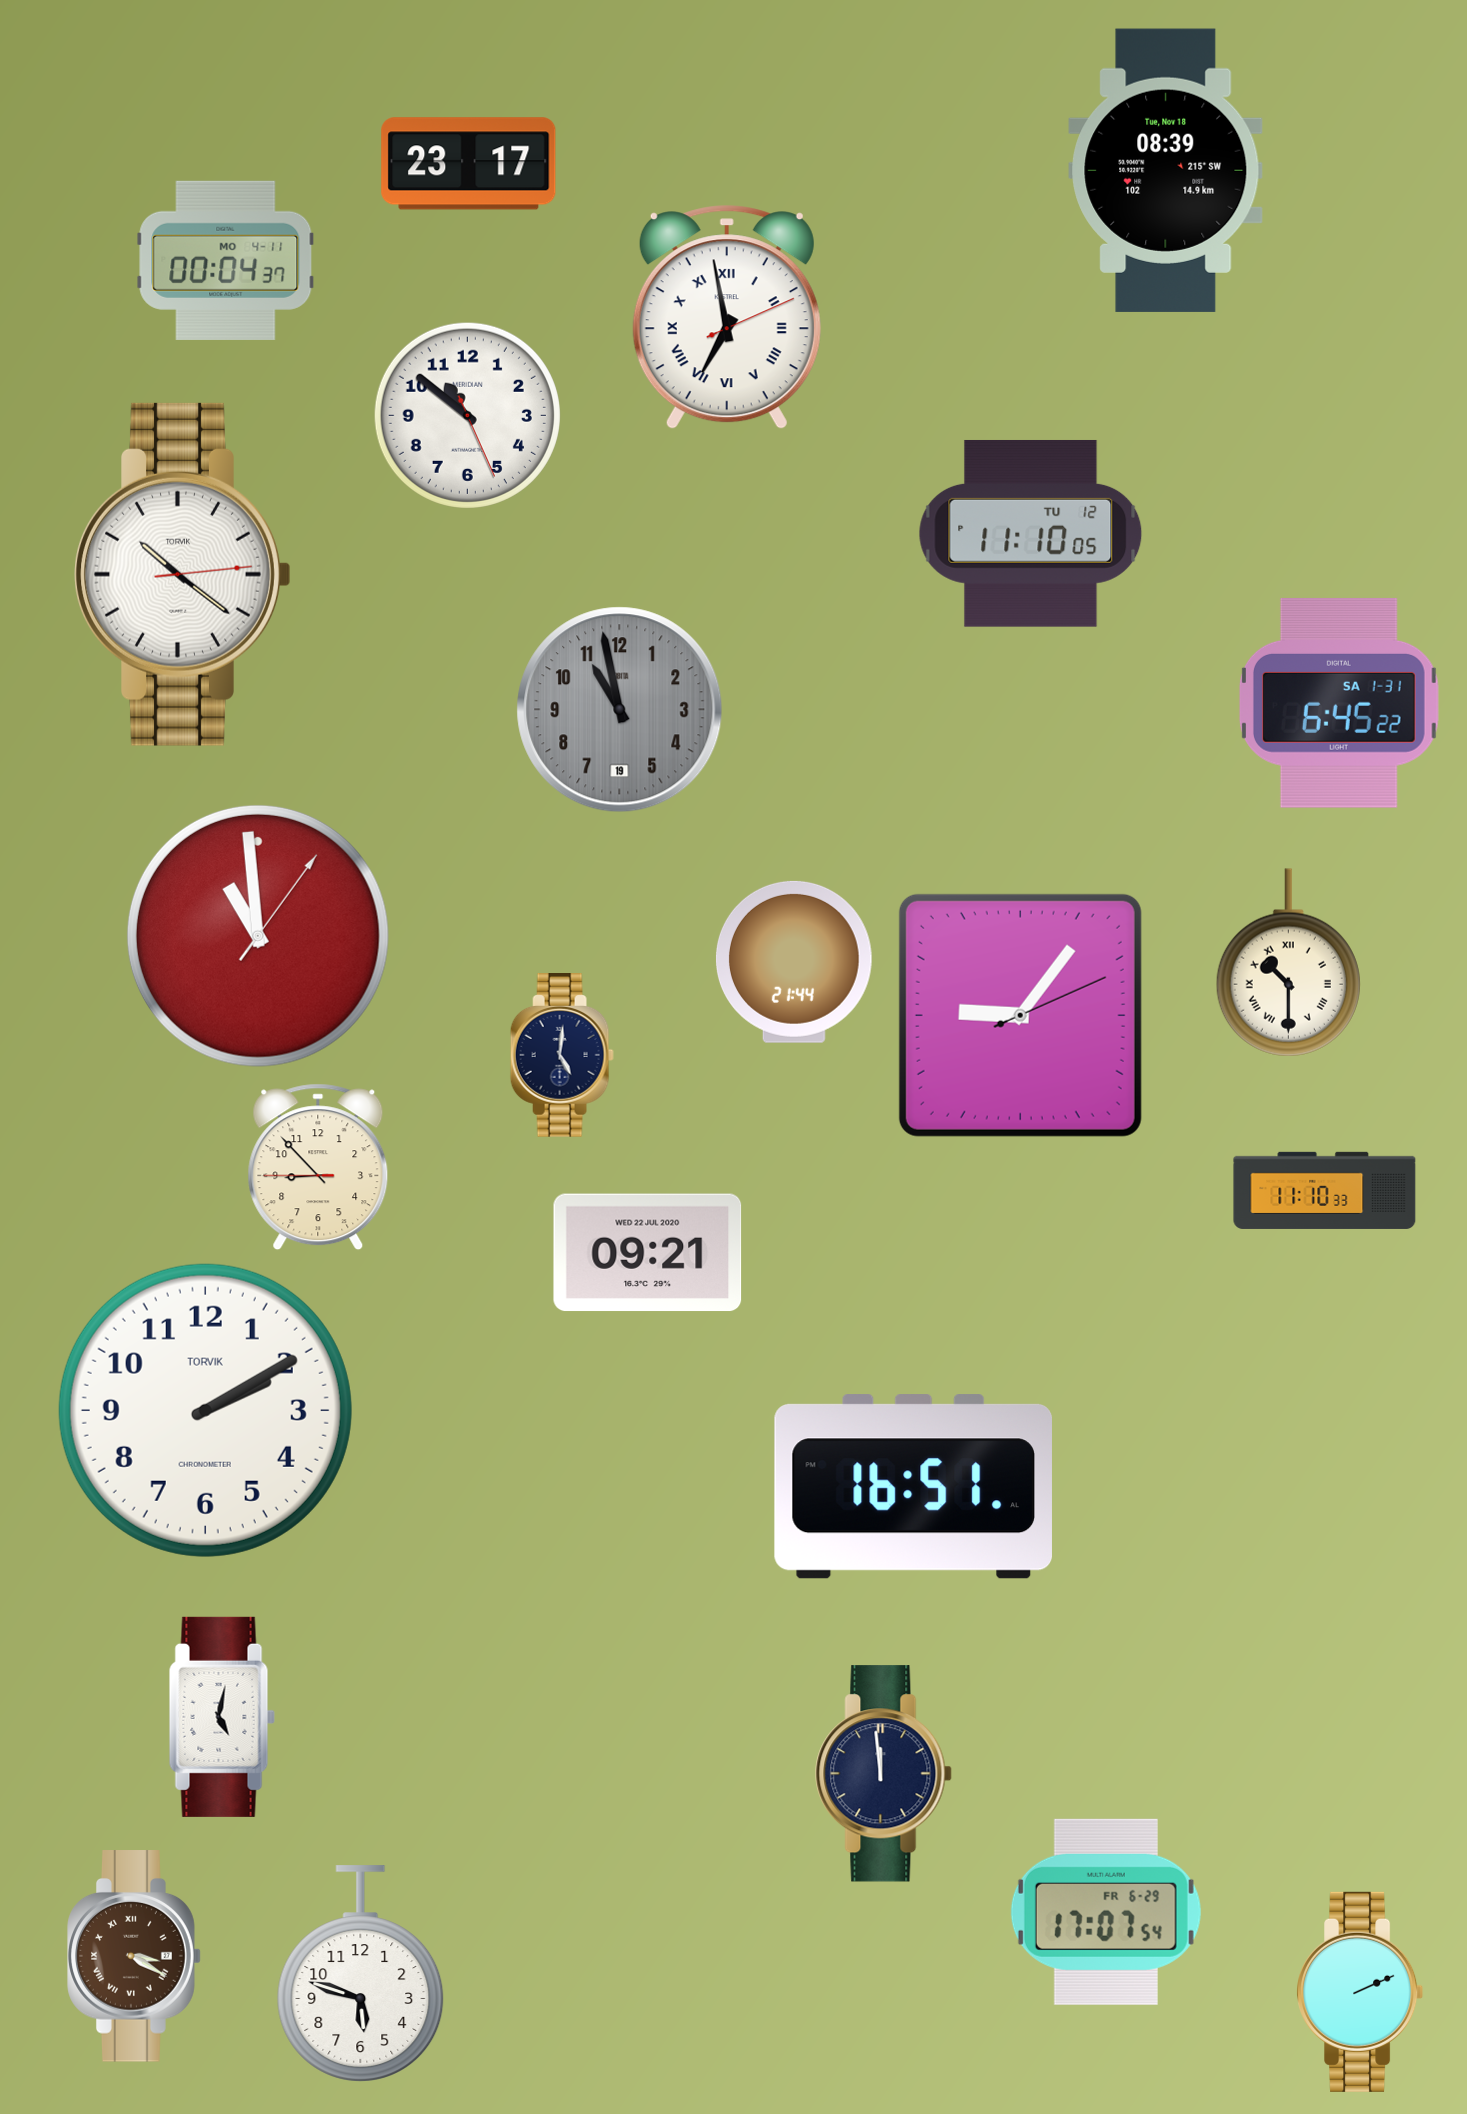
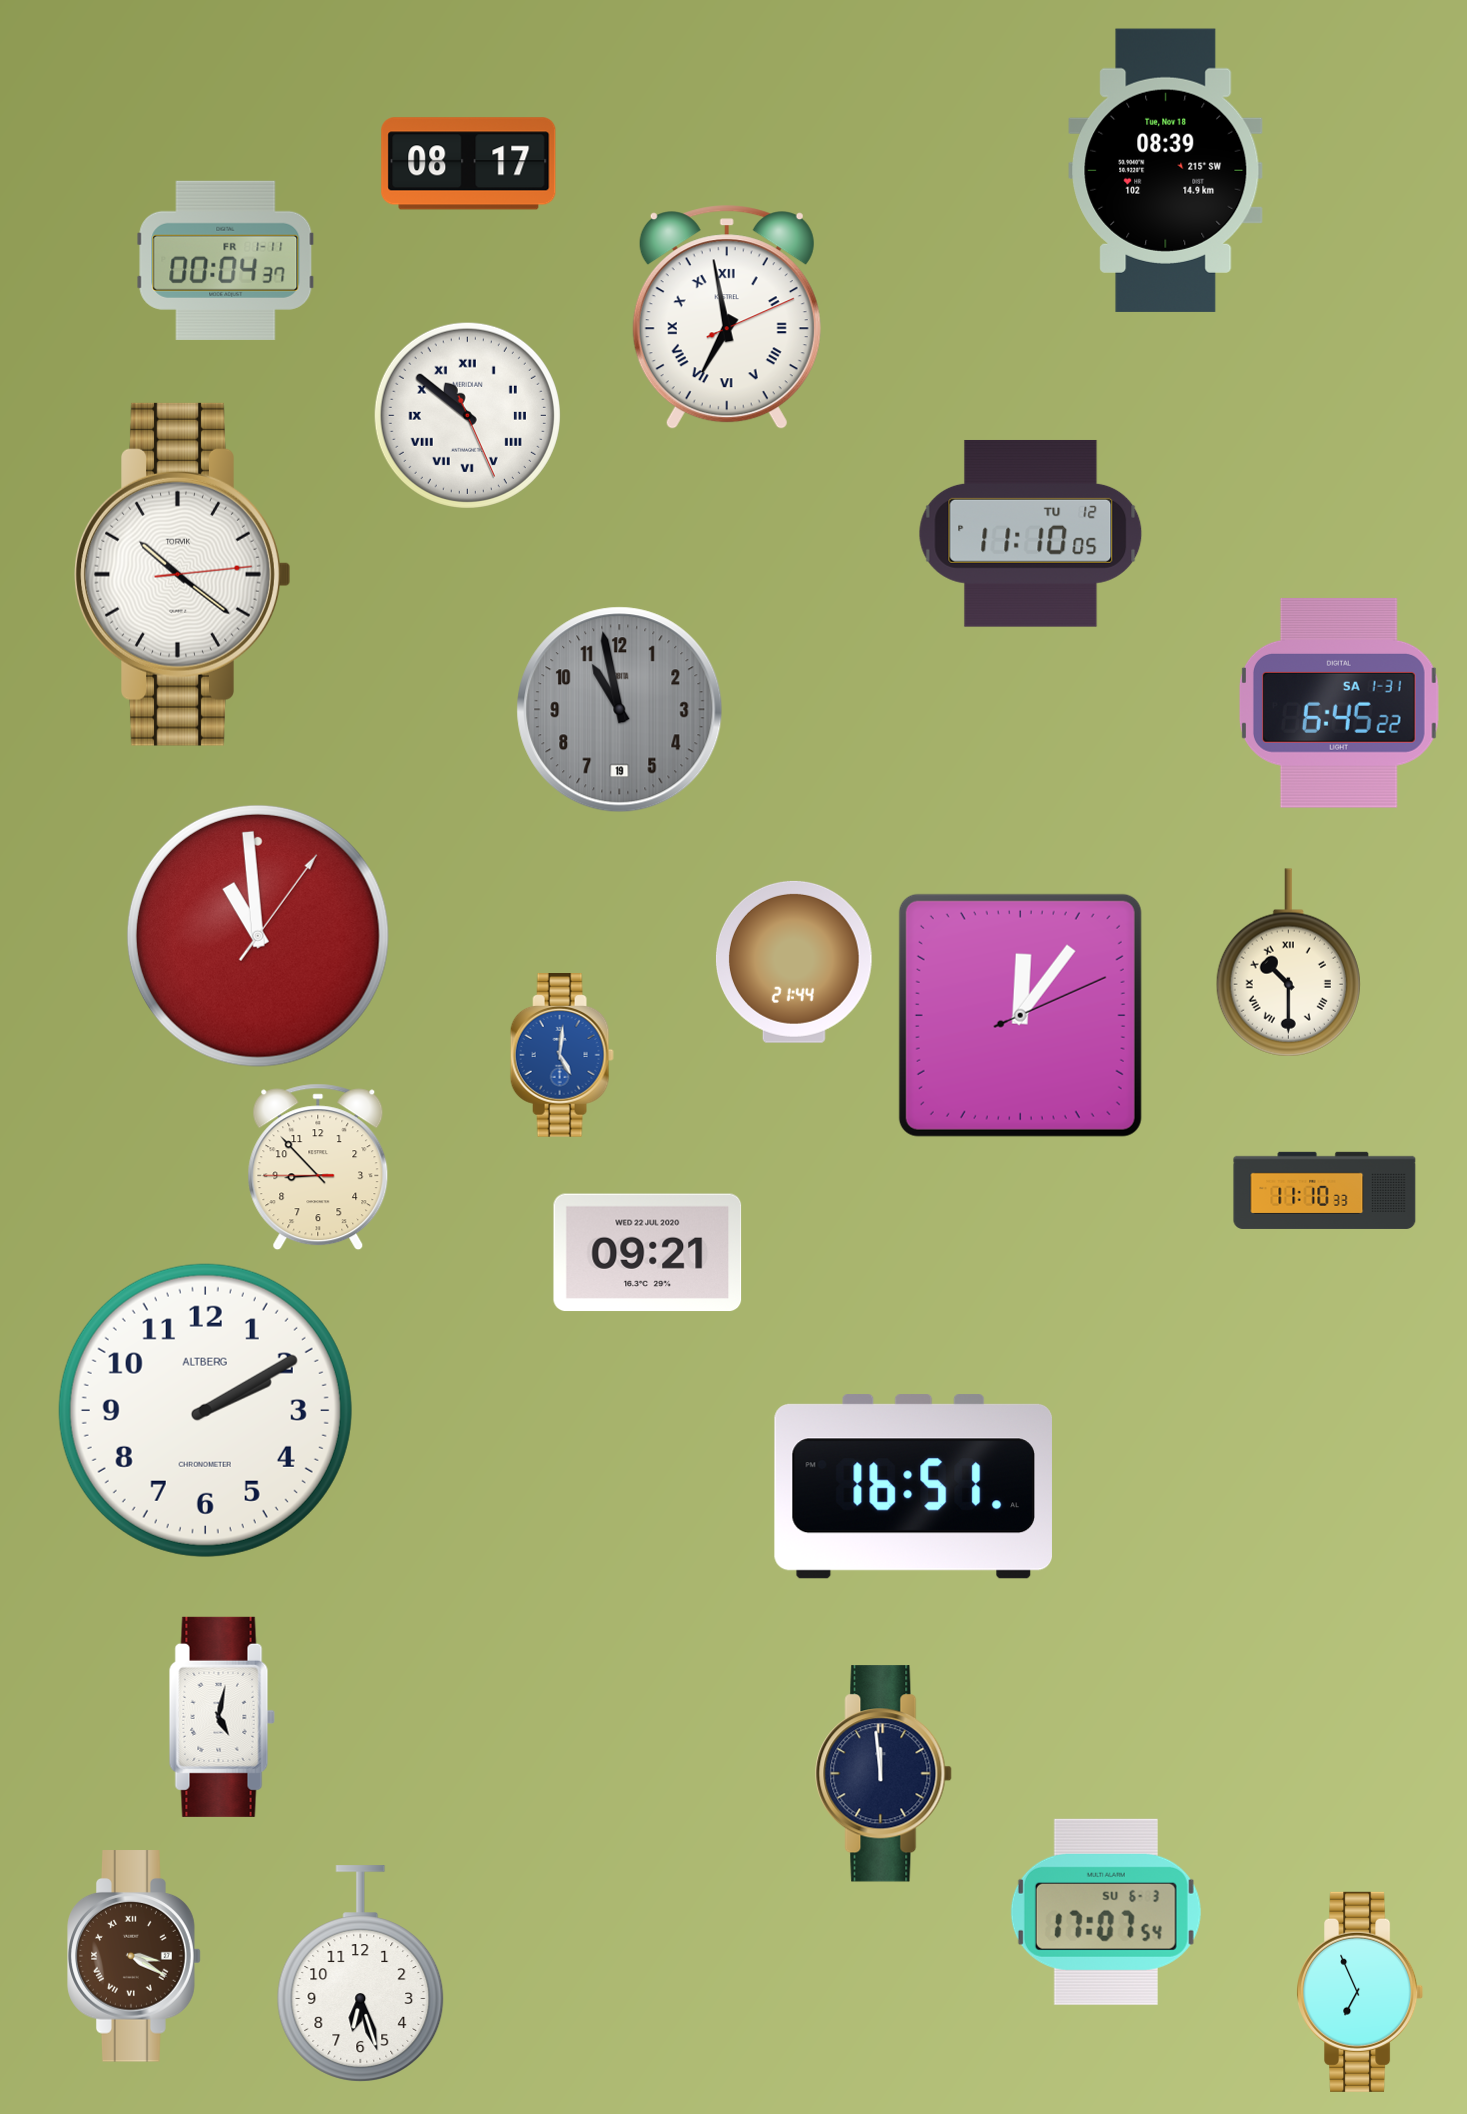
clock at (469, 164): 23:17 -> 08:17
clock at (226, 260) date: MO 4-11 -> FR 1-11
clock at (467, 415) numerals: Arabic -> Roman
clock at (1020, 1015): 9:06 -> 12:06
clock at (562, 1056) dial: navy -> blue
clock at (205, 1410) brand: TORVIK -> ALTBERG
clock at (1106, 1912) date: FR 6-29 -> SU 6-3
clock at (361, 1974): 5:48 -> 6:27
clock at (1360, 1992): 2:11 -> 6:56
